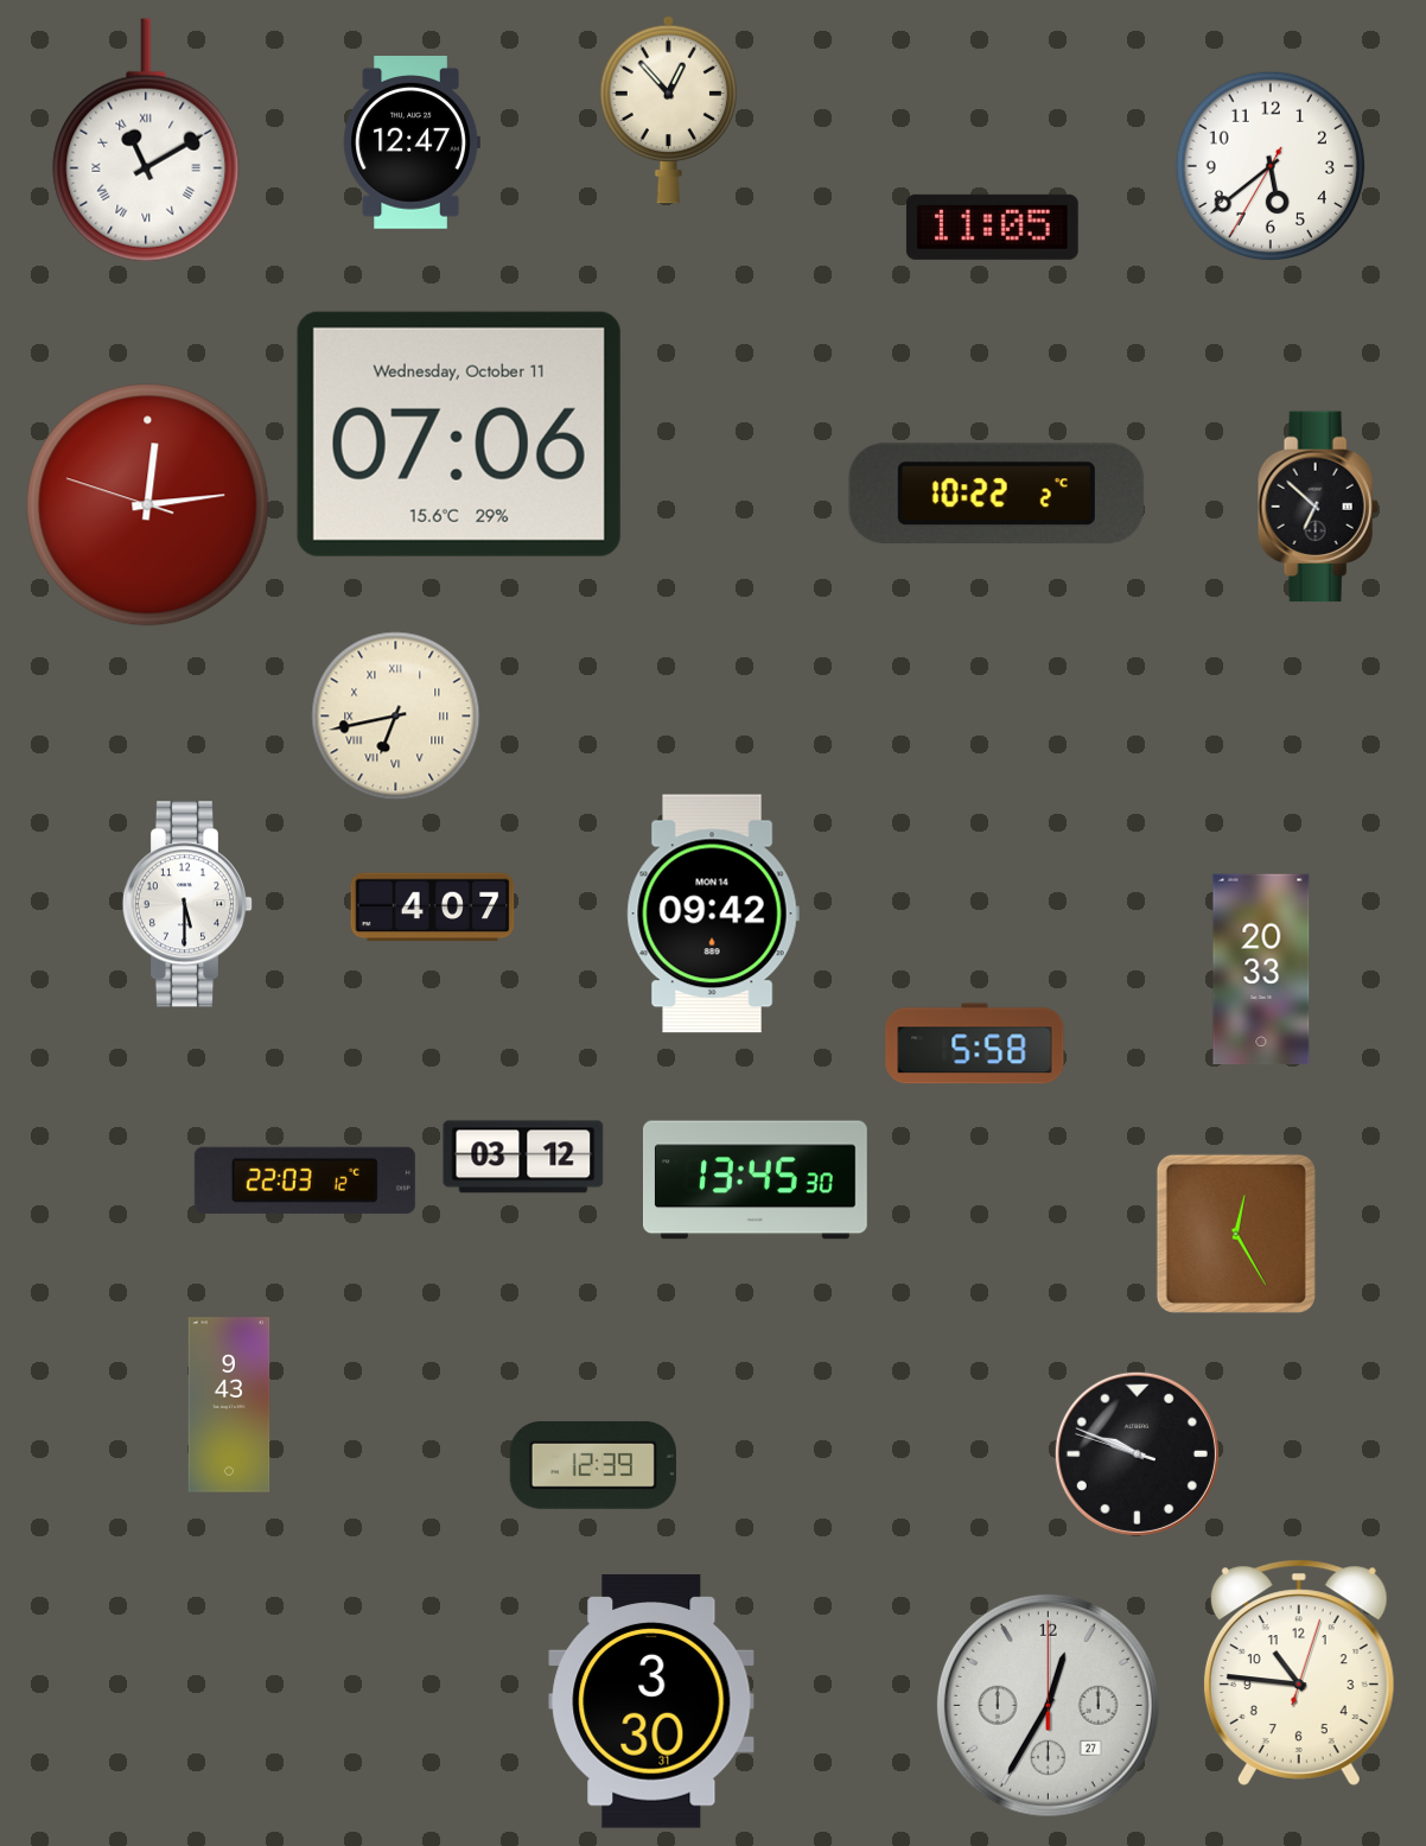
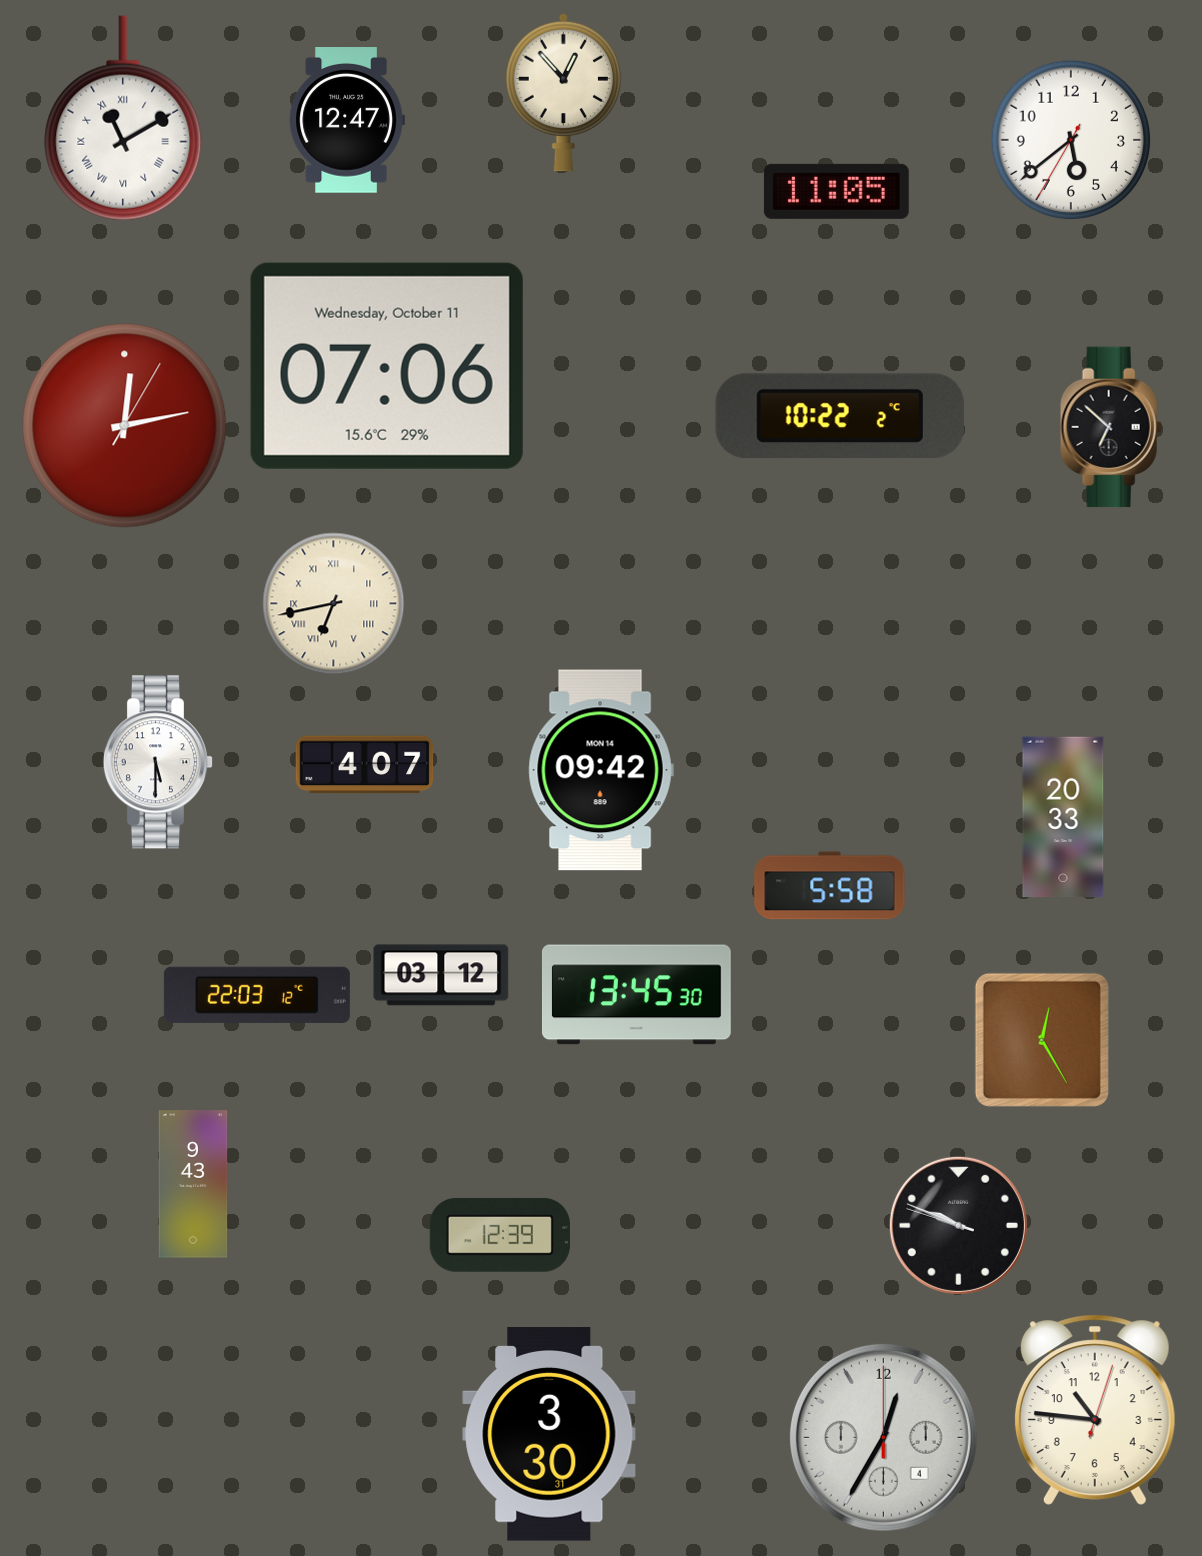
clock at (148, 505): 12:13:48 -> 12:13:05
clock at (975, 1044) position: (975, 1044) -> (830, 886)
clock at (1048, 1705) date: 27 -> 4
